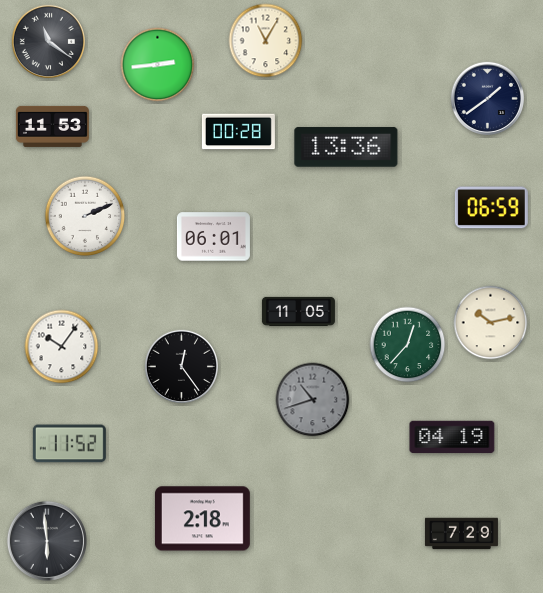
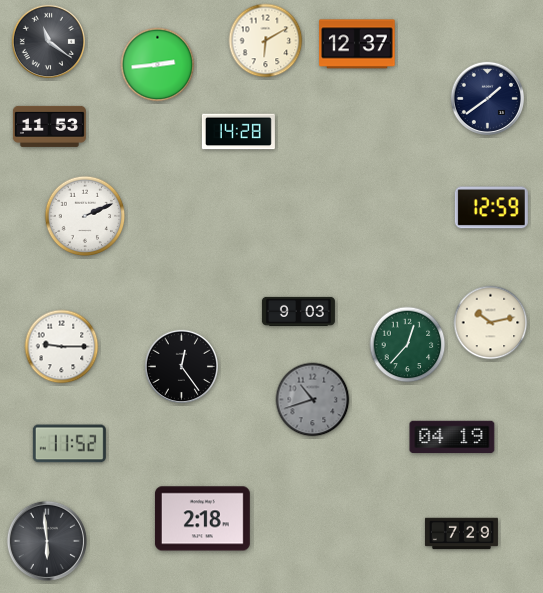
clock at (266, 41): 11:05 -> 6:10
clock at (357, 44): none -> 12:37
clock at (52, 126) position: (52, 126) -> (49, 126)
clock at (238, 132): 00:28 -> 14:28
clock at (346, 147): 13:36 -> none
clock at (491, 208): 06:59 -> 12:59
clock at (213, 237): 06:01 -> none
clock at (298, 311): 11:05 -> 9:03
clock at (62, 347): 10:06 -> 9:15
